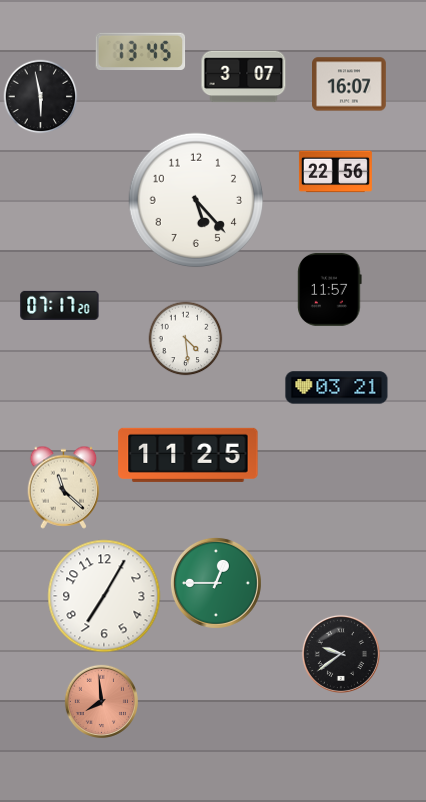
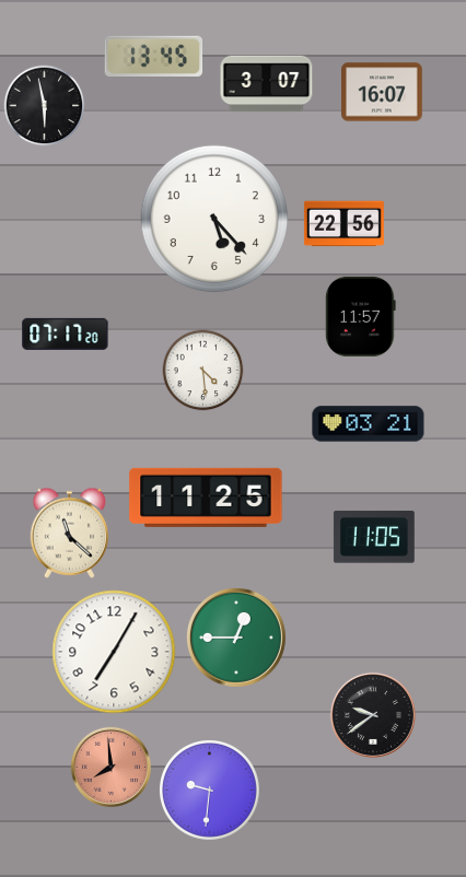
clock at (335, 172) position: (335, 172) -> (343, 224)
clock at (374, 537): none -> 11:05
clock at (210, 791): none -> 9:31
